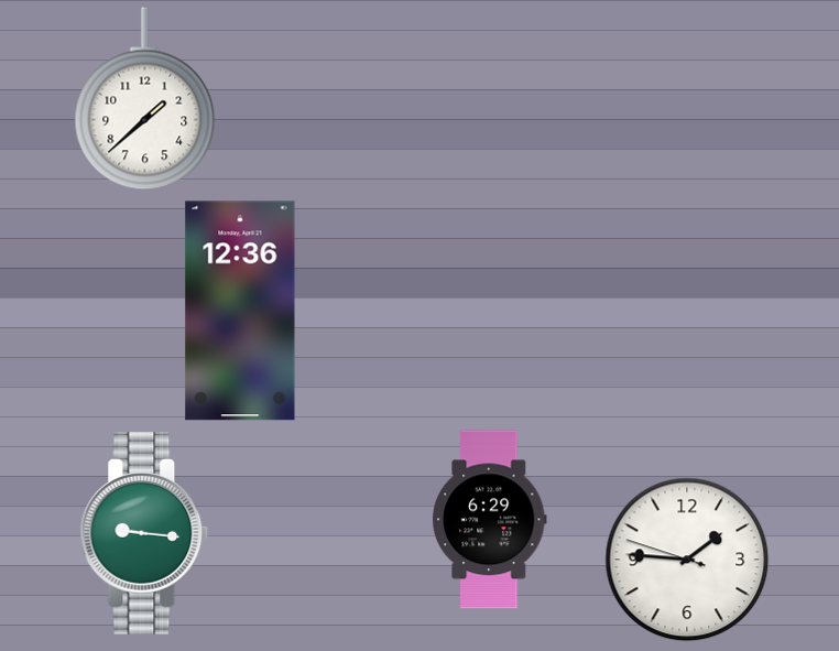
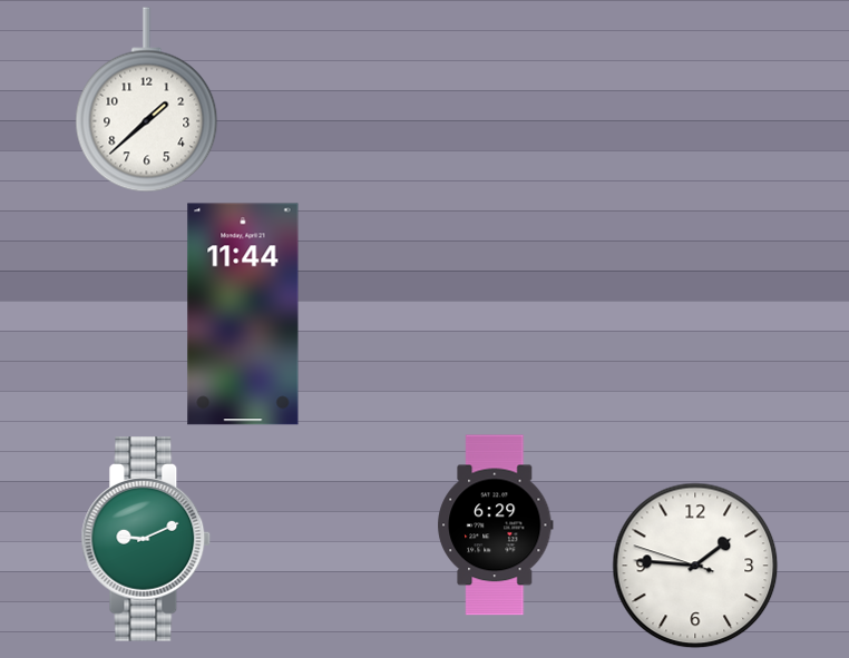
clock at (240, 311): 12:36 -> 11:44
clock at (144, 533): 9:16 -> 9:11
